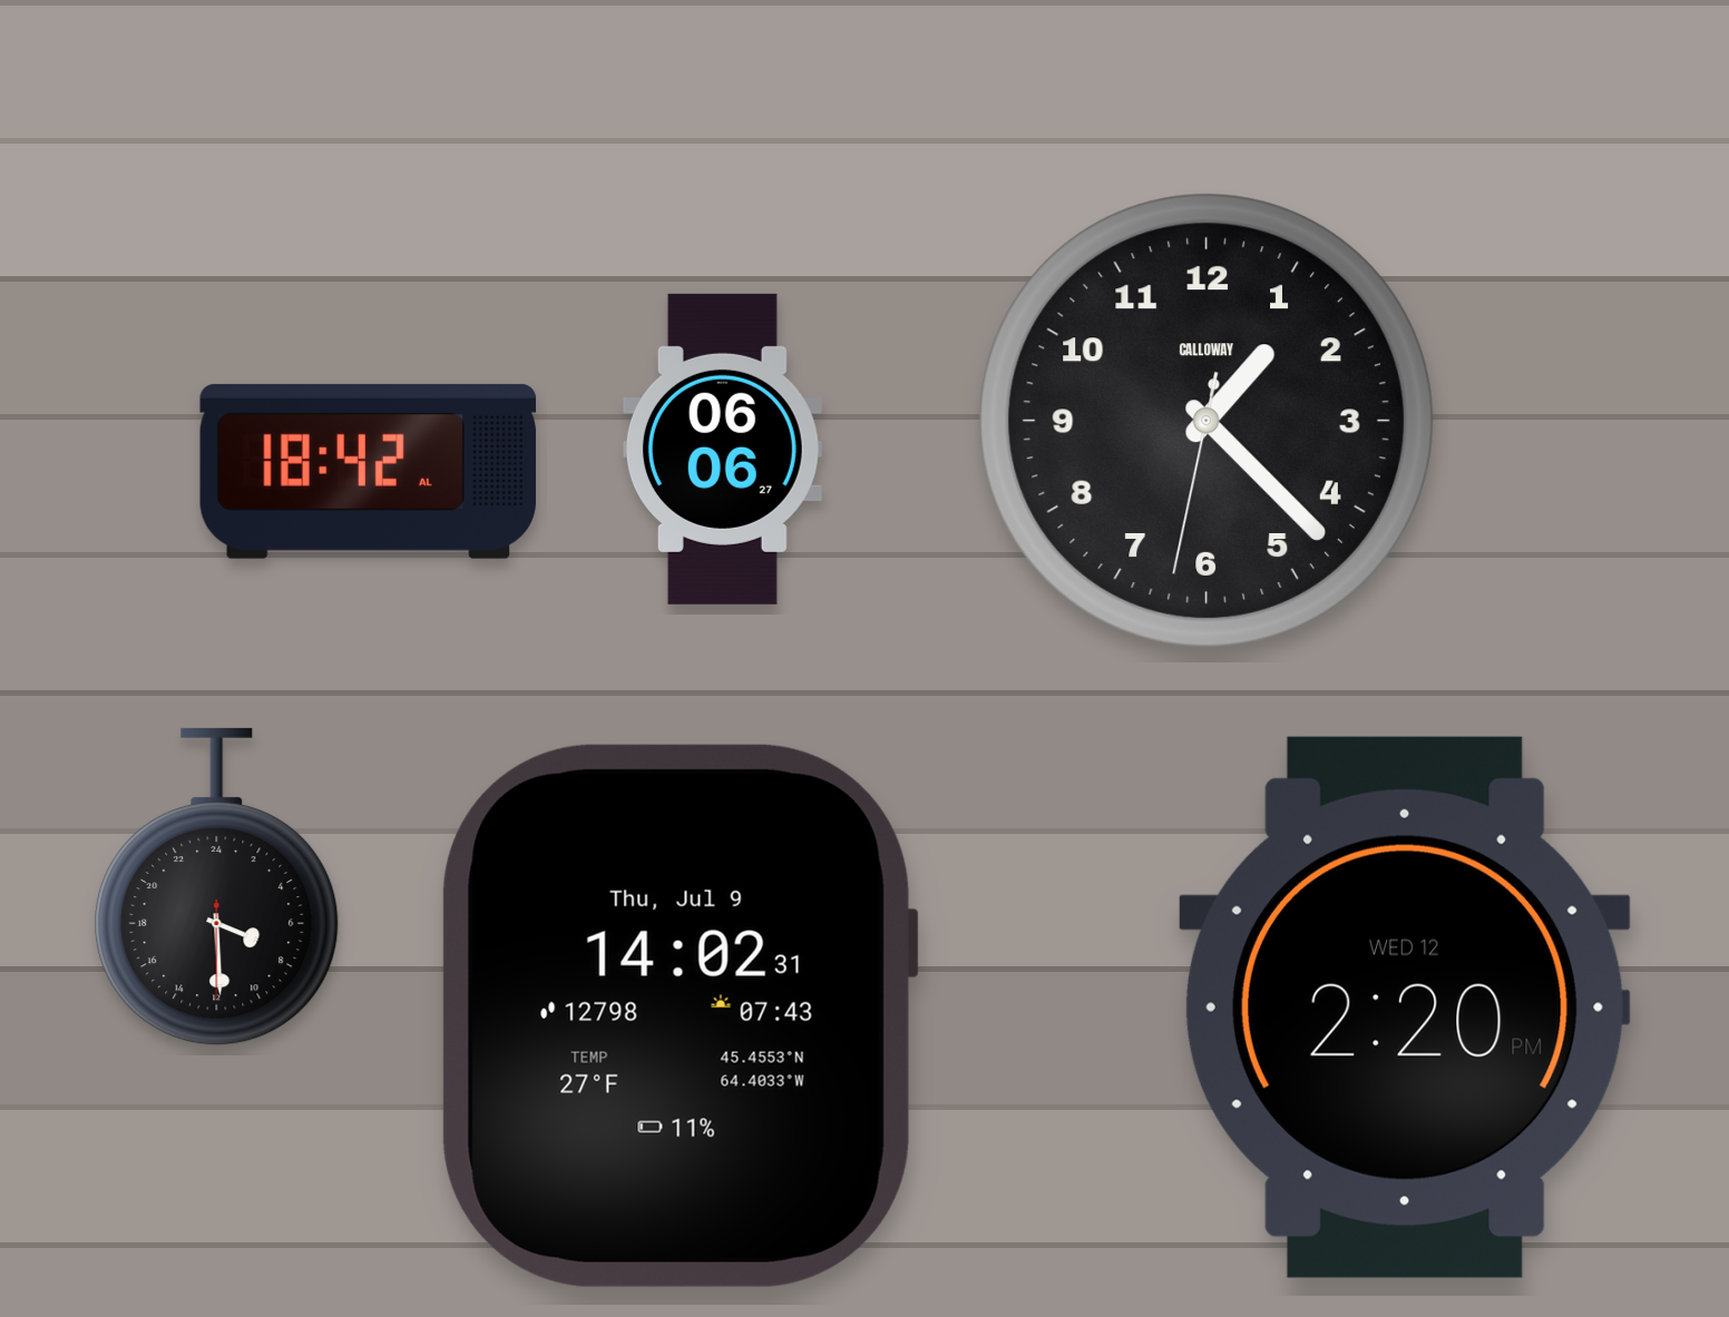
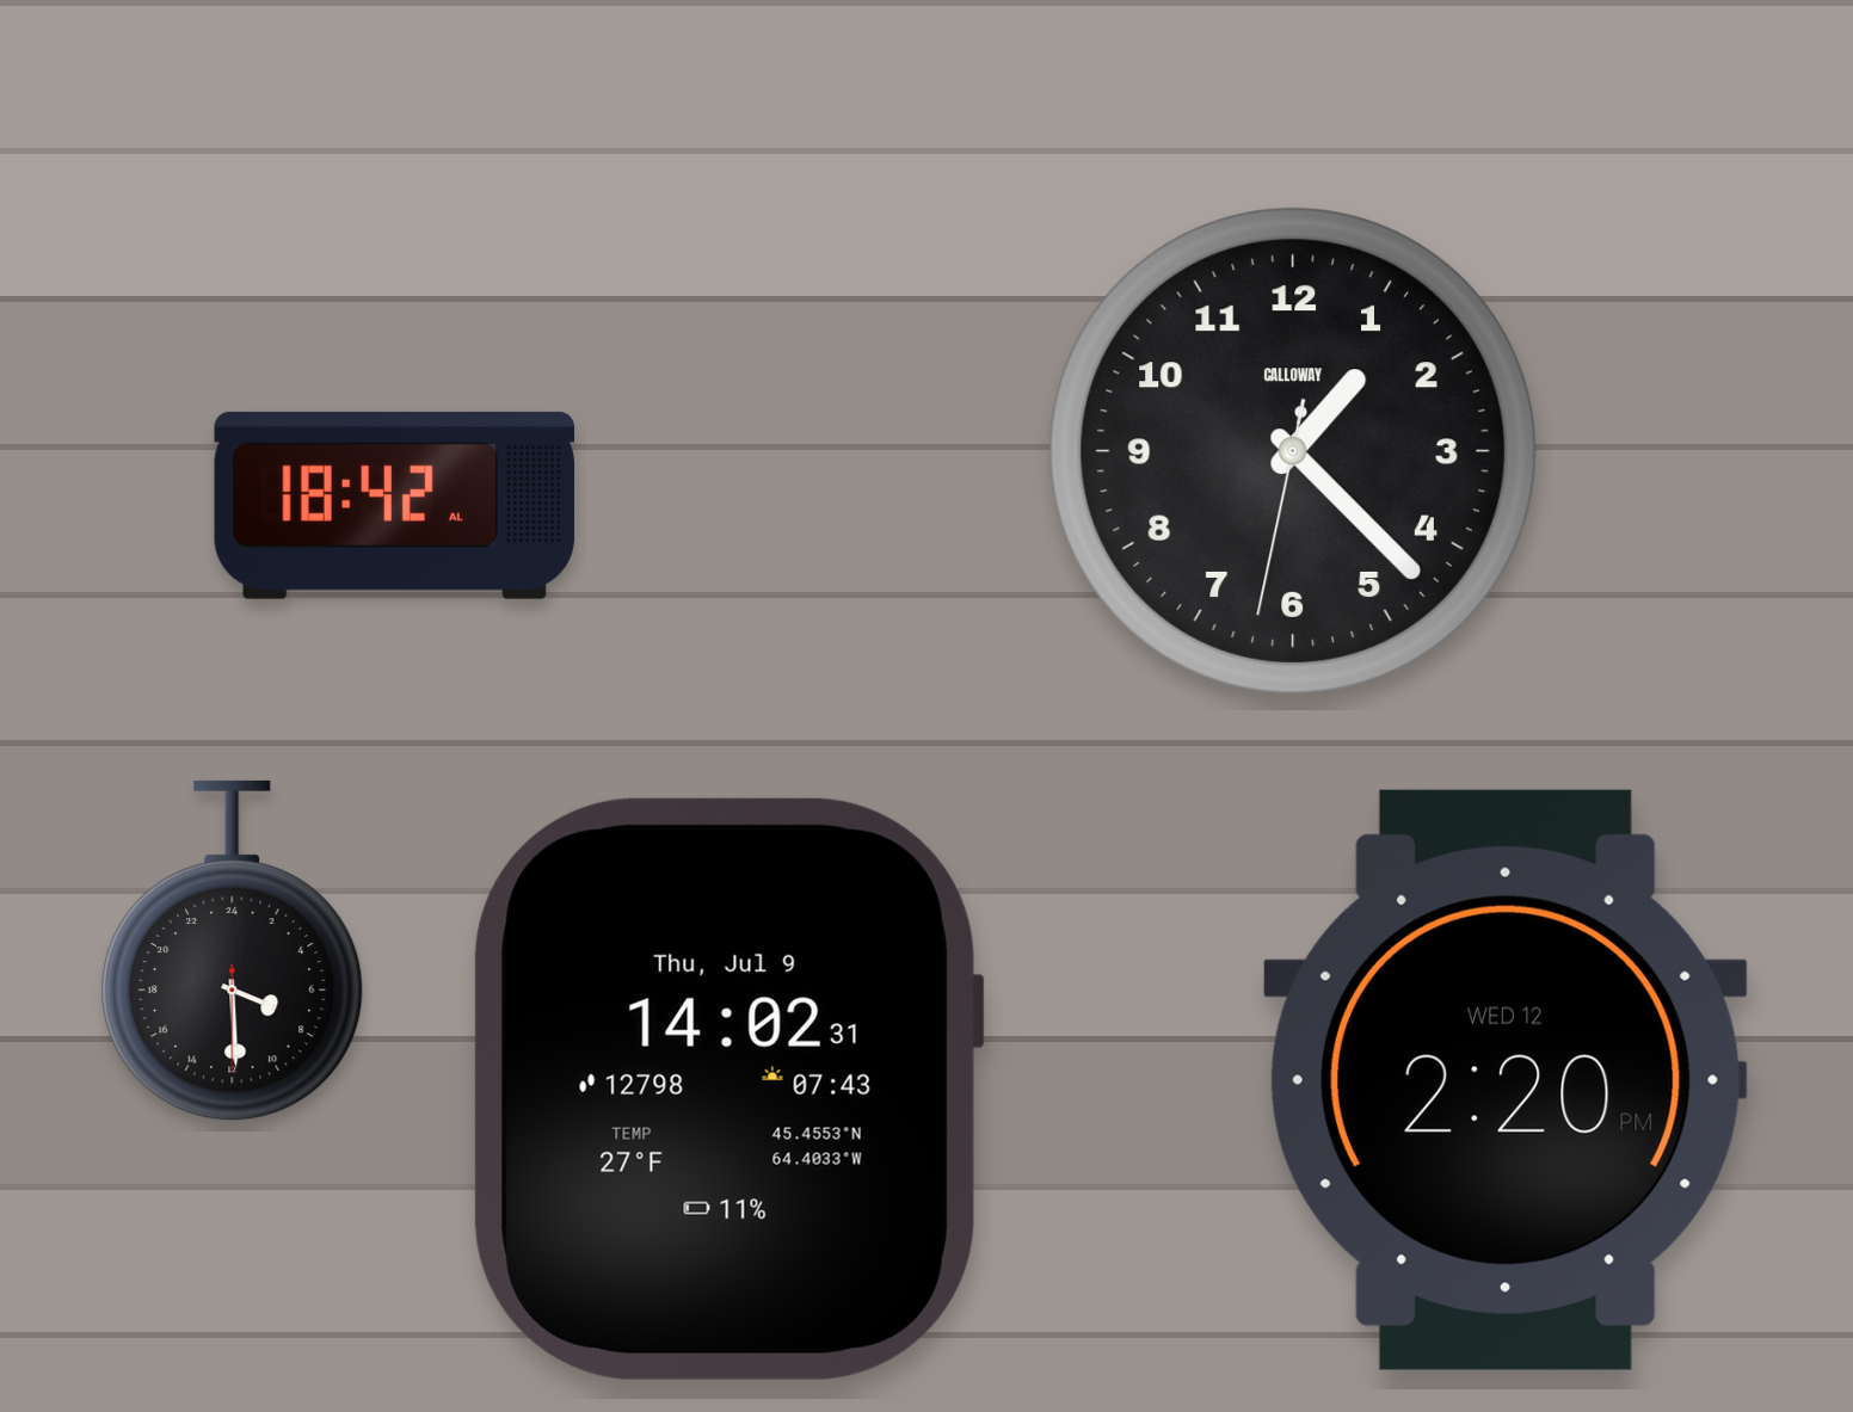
clock at (722, 449): 06:06 -> none
